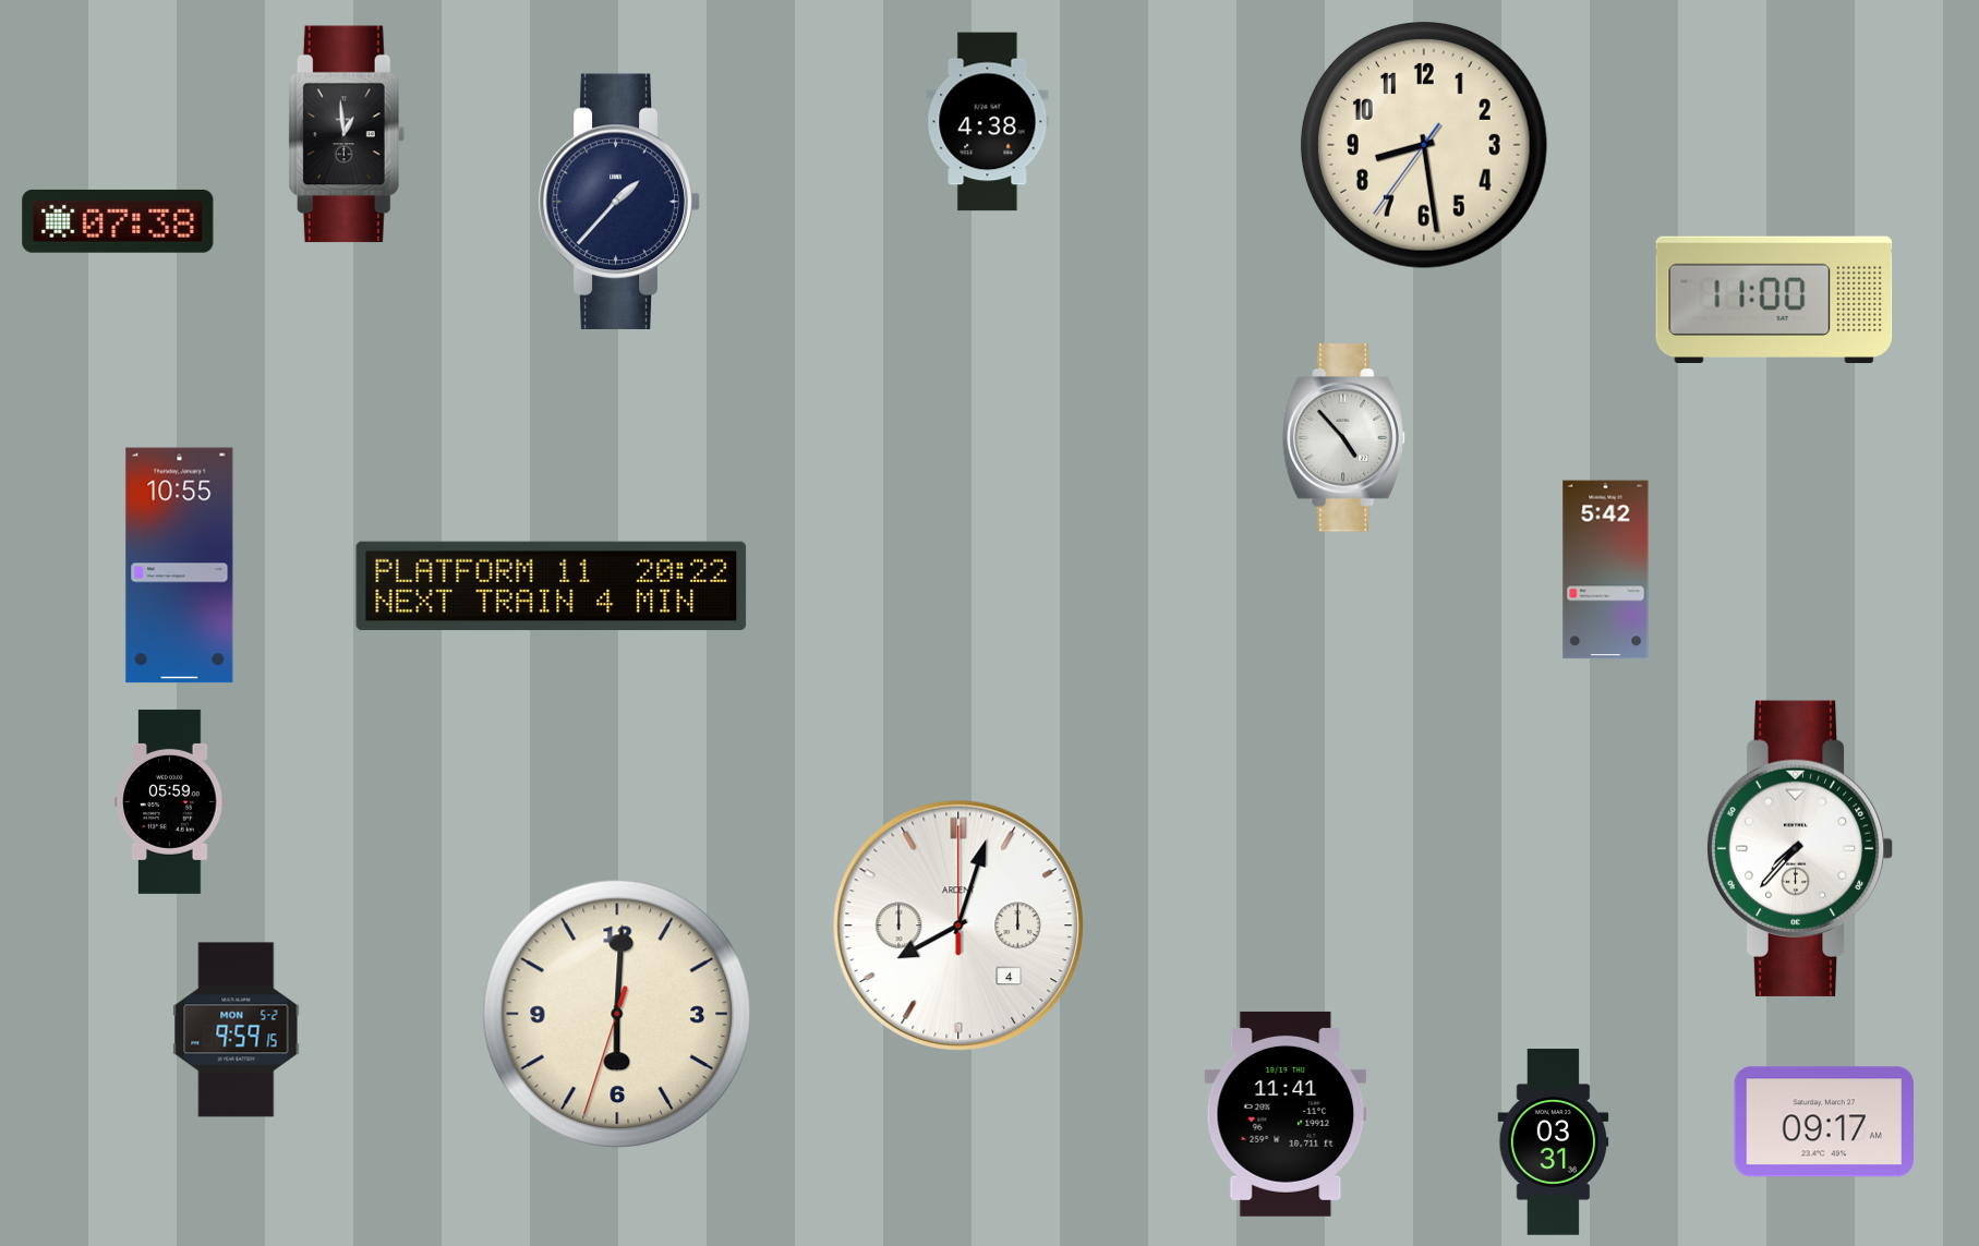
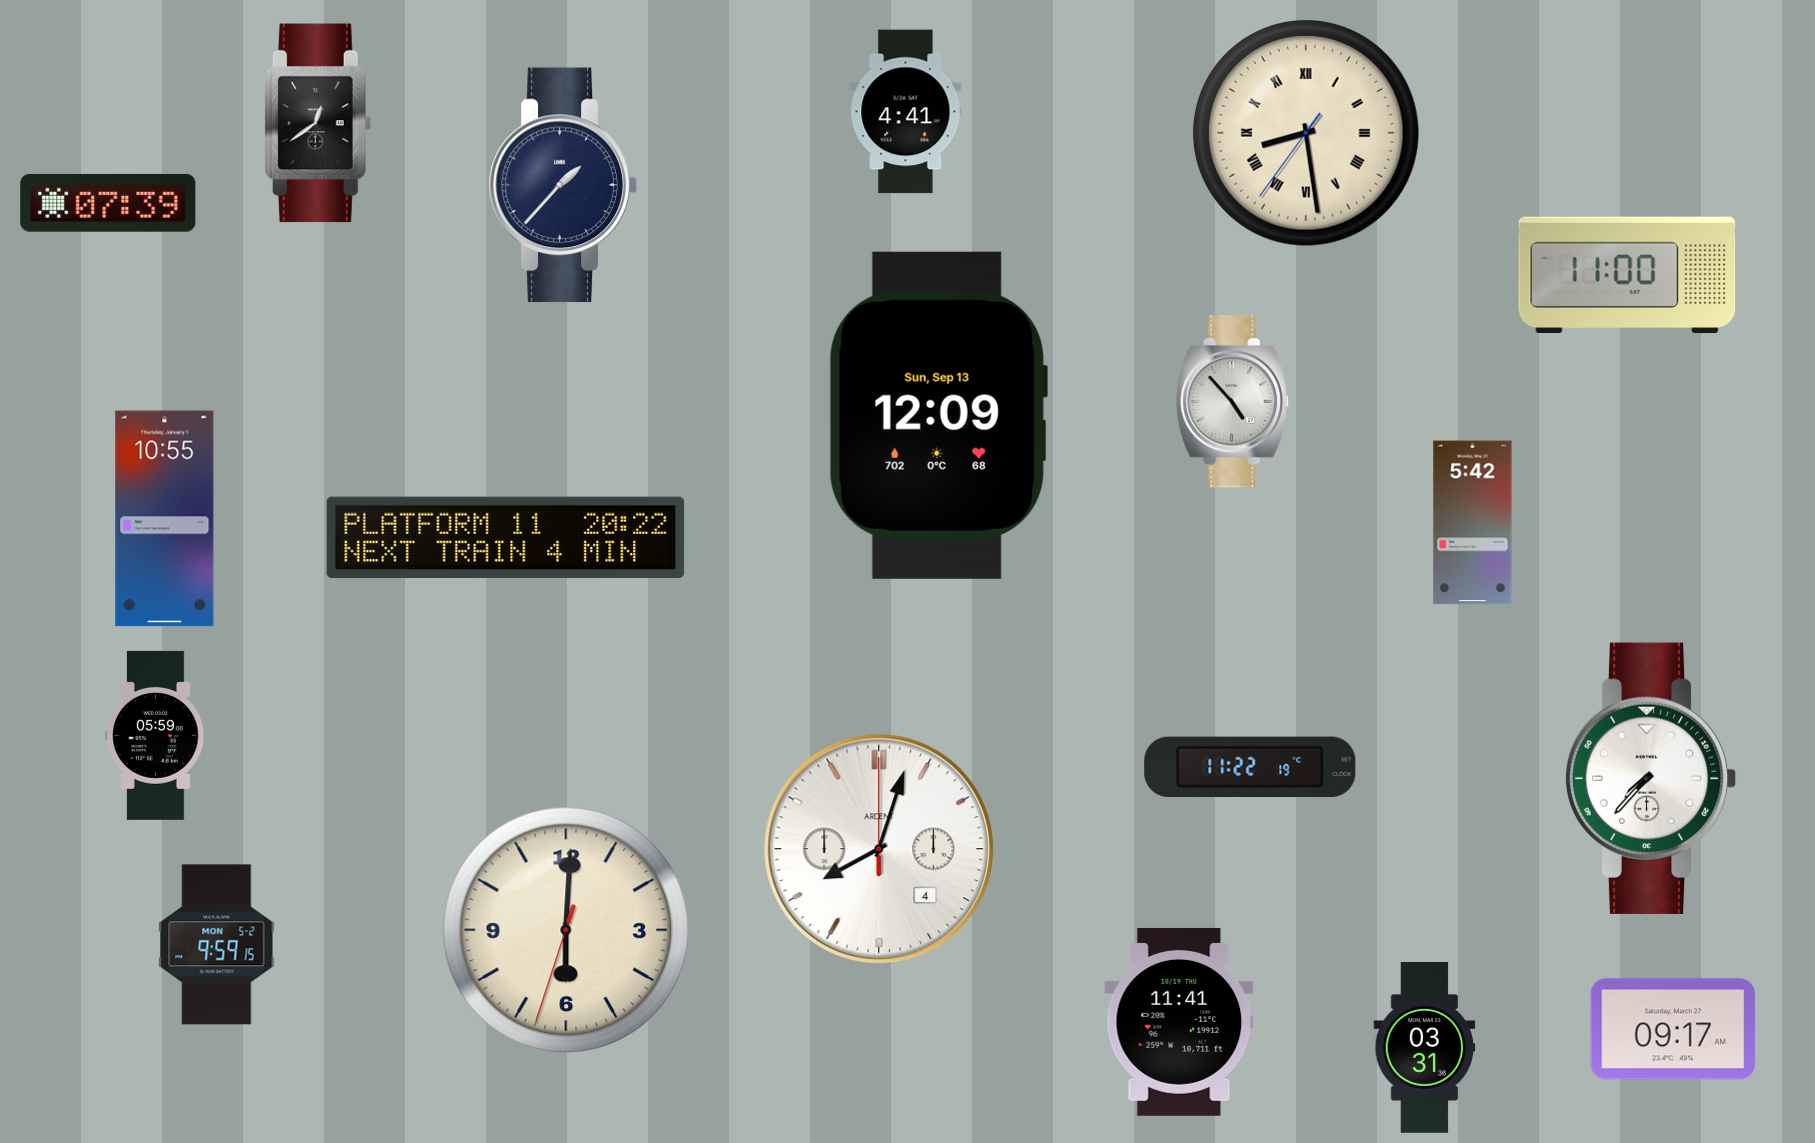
clock at (988, 122): 4:38 -> 4:41
clock at (347, 134): 12:59 -> 12:39
clock at (1424, 145) numerals: Arabic -> Roman
clock at (619, 202) position: (619, 202) -> (563, 185)
clock at (118, 221): 07:38 -> 07:39
clock at (938, 415): none -> 12:09
clock at (1250, 766): none -> 11:22
